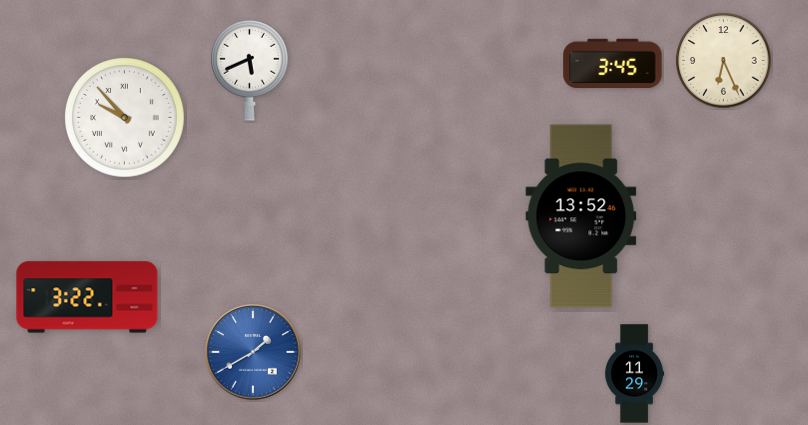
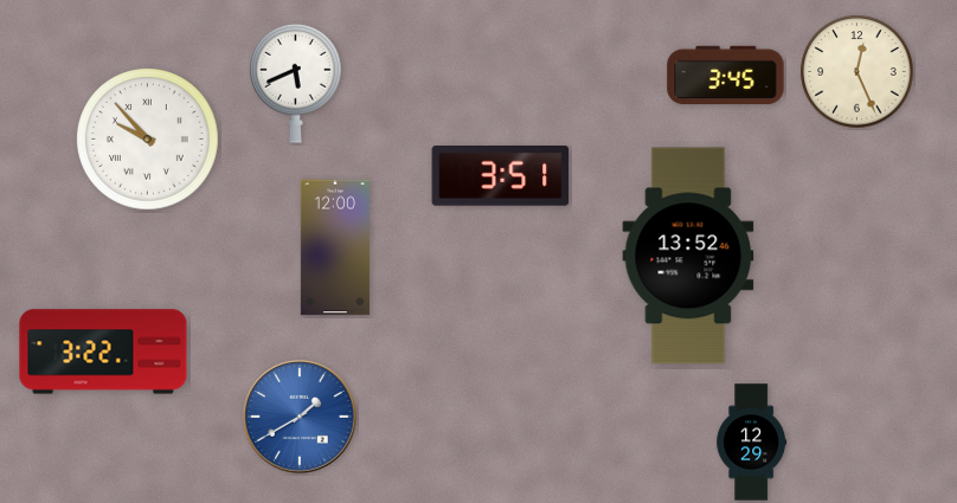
clock at (724, 61): 6:26 -> 12:26
clock at (501, 176): none -> 3:51
clock at (335, 247): none -> 12:00
clock at (635, 374): 11:29 -> 12:29
